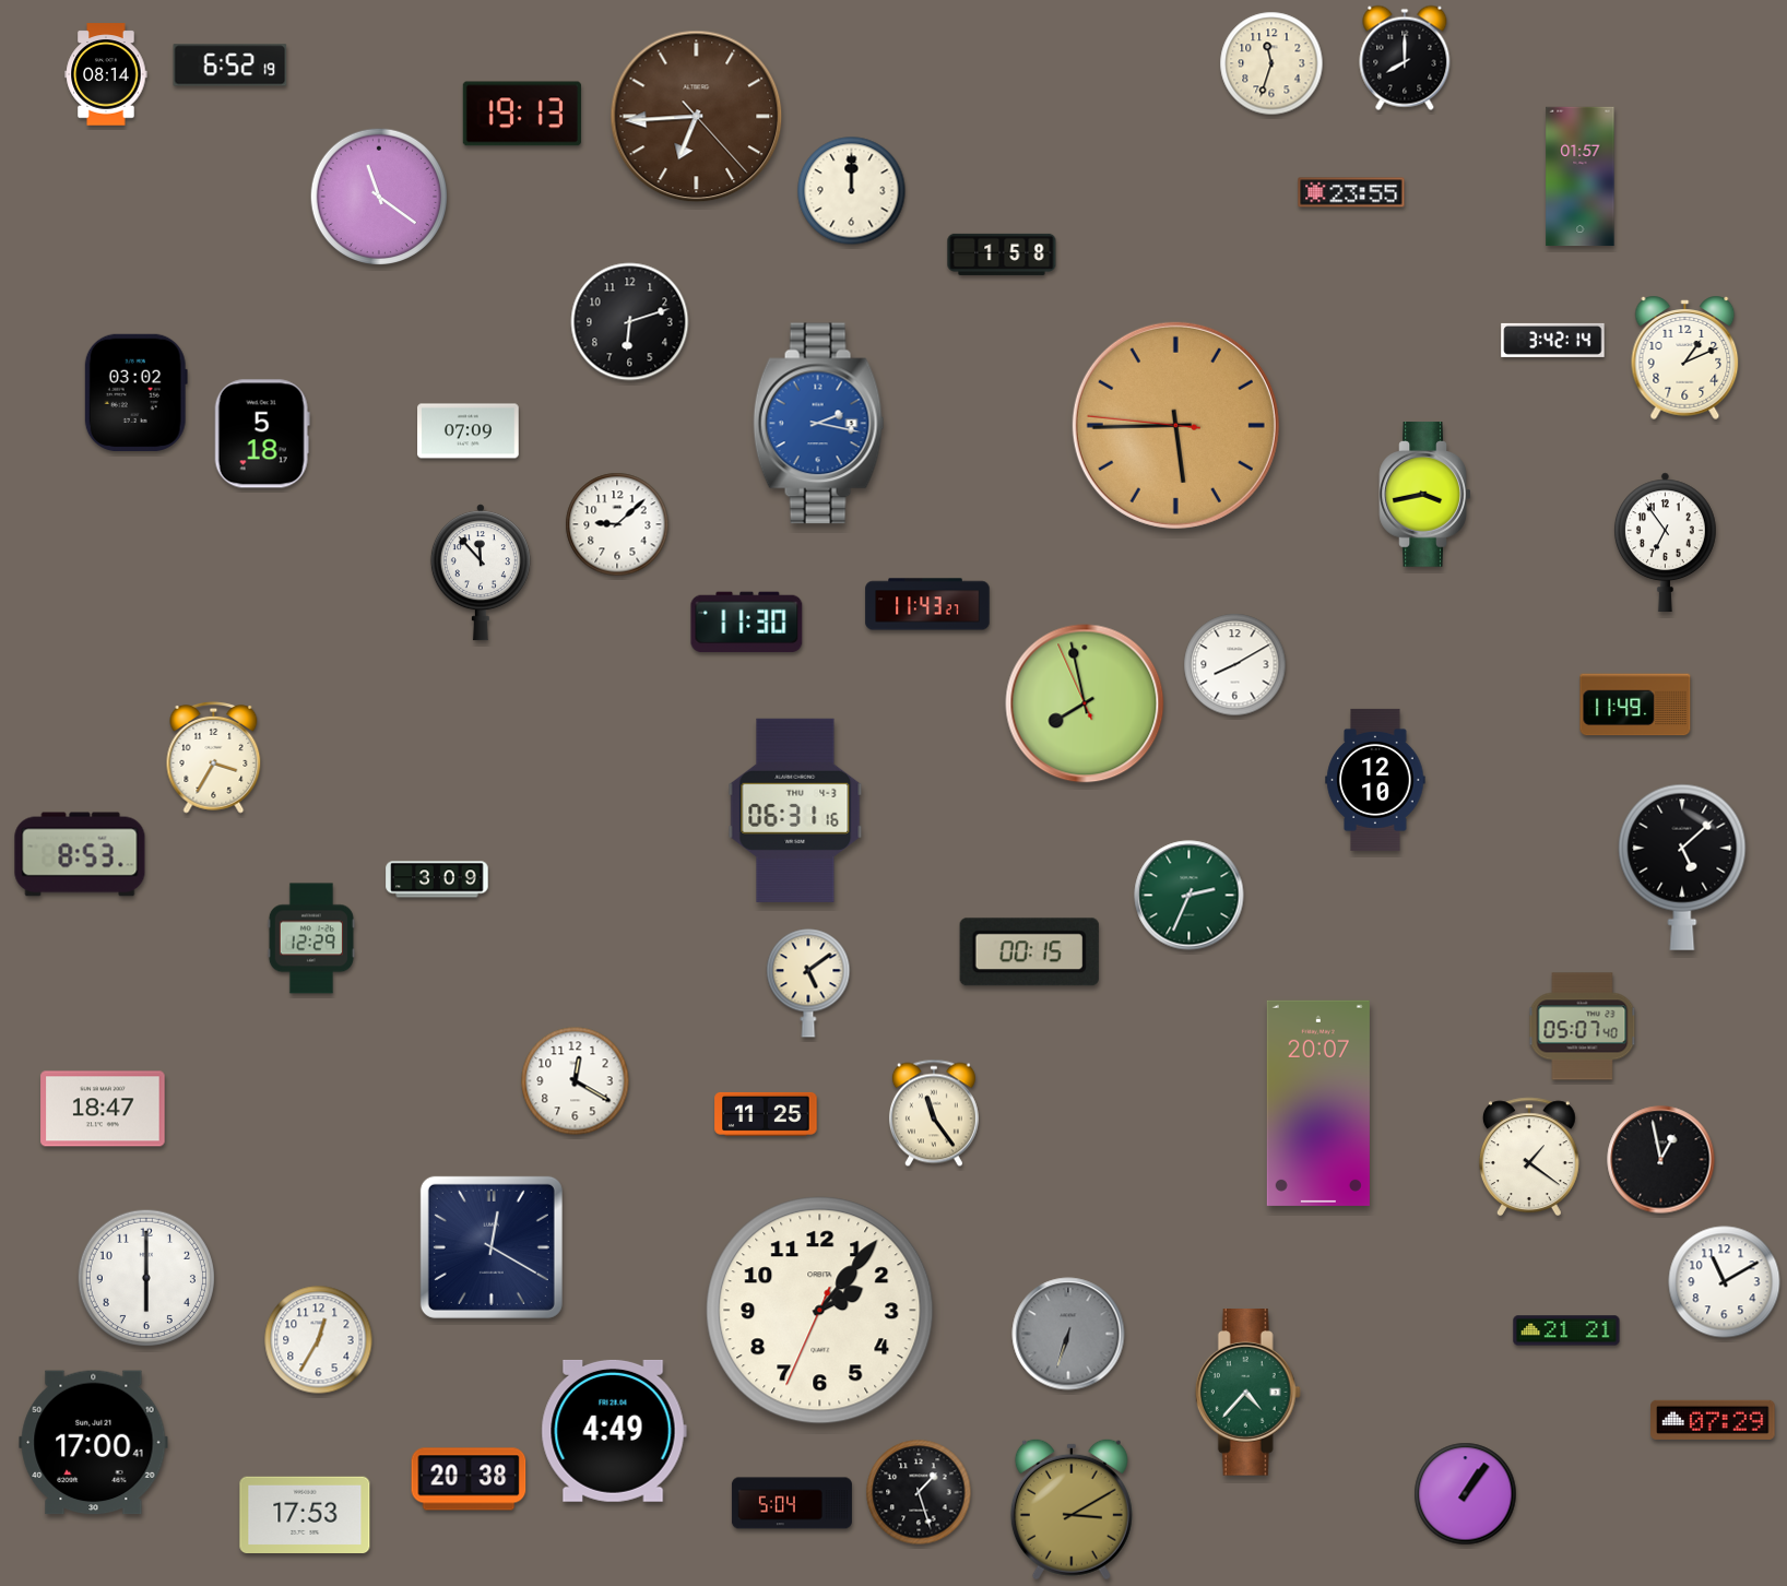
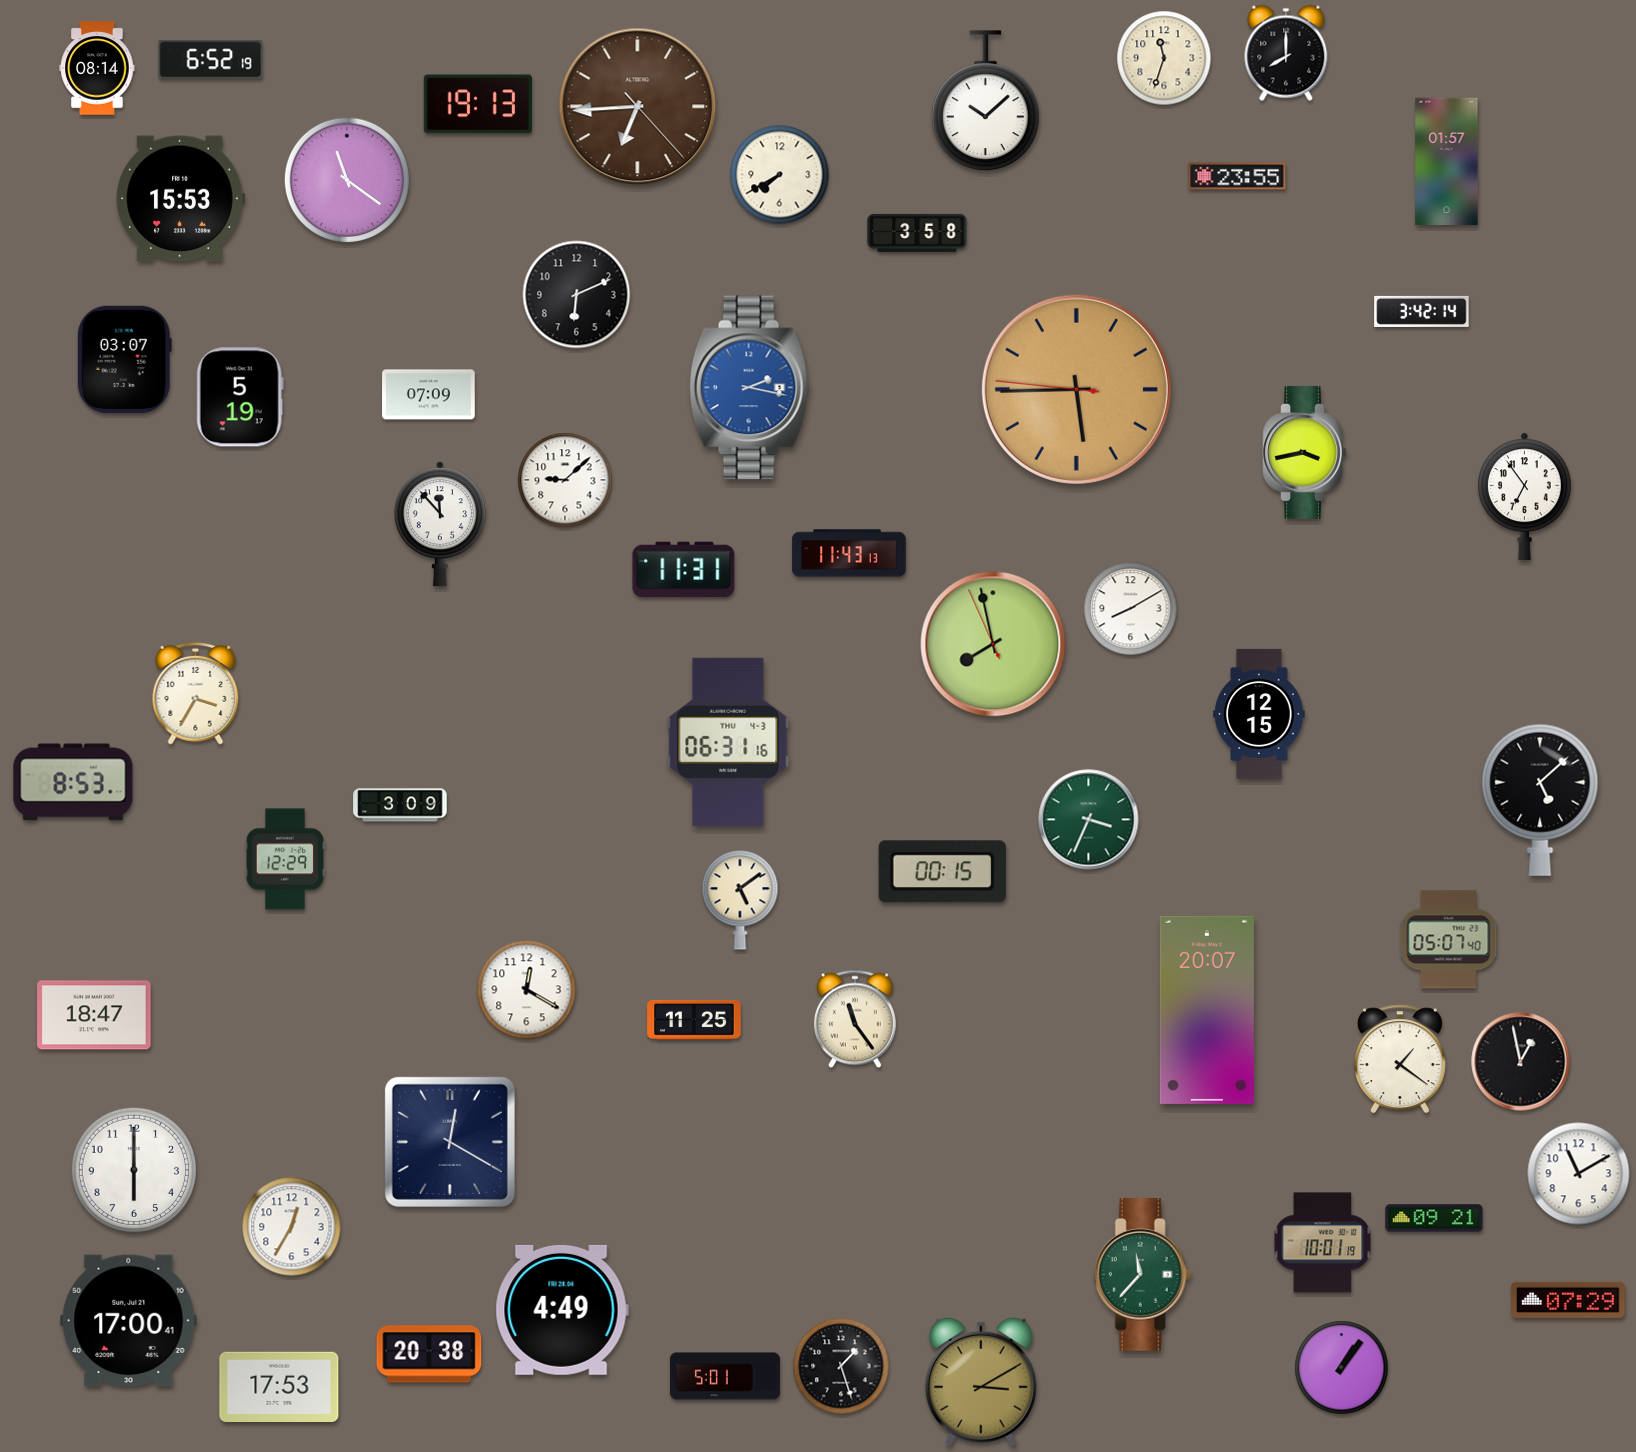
clock at (985, 101): none -> 10:08
clock at (852, 191): 12:00 -> 7:40
clock at (180, 199): none -> 15:53
clock at (1002, 255): 1:58 -> 3:58
clock at (630, 322): 6:12 -> 6:11
clock at (1685, 357): 1:11 -> none
clock at (135, 392): 03:02 -> 03:07
clock at (262, 434): 5:18 -> 5:19
clock at (927, 604): 11:43:27 -> 11:43:13
clock at (747, 623): 11:30 -> 11:31
clock at (1635, 705): 11:49 -> none
clock at (1375, 780): 12:10 -> 12:15
clock at (1682, 867) position: (1682, 867) -> (1540, 800)
clock at (1190, 896): 2:34 -> 3:34
clock at (766, 1114) position: (766, 1114) -> (694, 1020)
clock at (820, 1311): 2:06 -> none
clock at (1566, 1330): 21:21 -> 09:21
clock at (1068, 1334): 6:33 -> none
clock at (1323, 1243): none -> 10:01
clock at (1247, 1393): 4:37 -> 11:37
clock at (94, 1443) position: (94, 1443) -> (129, 1321)
clock at (792, 1503): 5:04 -> 5:01
